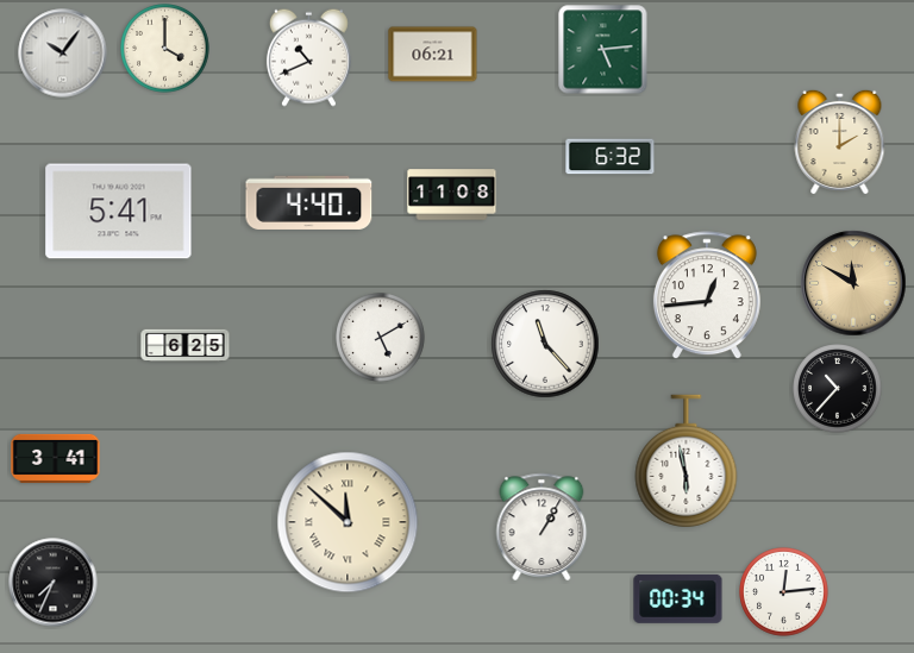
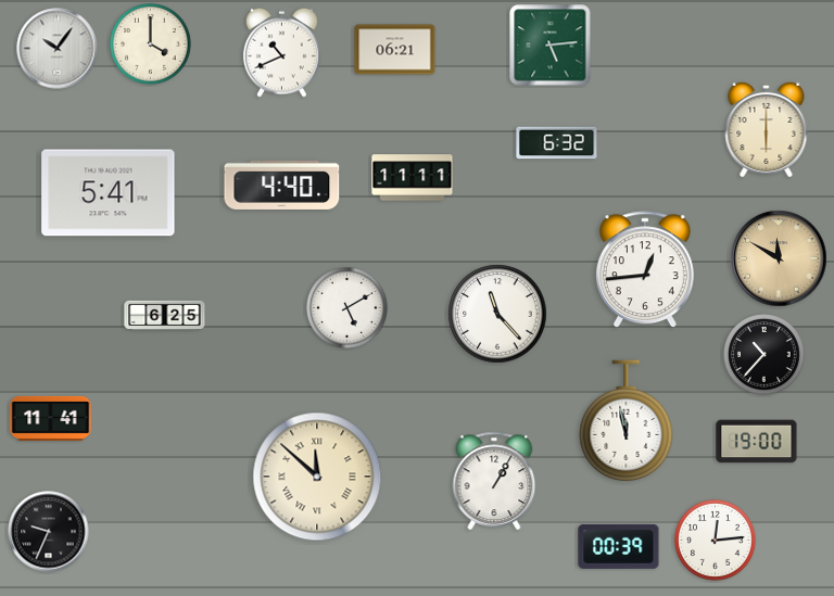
clock at (840, 140): 2:00 -> 6:00
clock at (452, 195): 11:08 -> 11:11
clock at (186, 346) position: (186, 346) -> (165, 316)
clock at (56, 458): 3:41 -> 11:41
clock at (687, 462): 5:58 -> 11:58
clock at (757, 442): none -> 19:00
clock at (54, 583): 7:34 -> 9:34
clock at (678, 598): 00:34 -> 00:39
